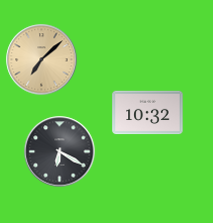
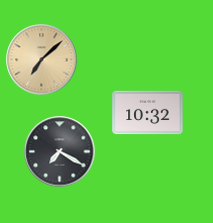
clock at (60, 152): 6:20 -> 7:20
